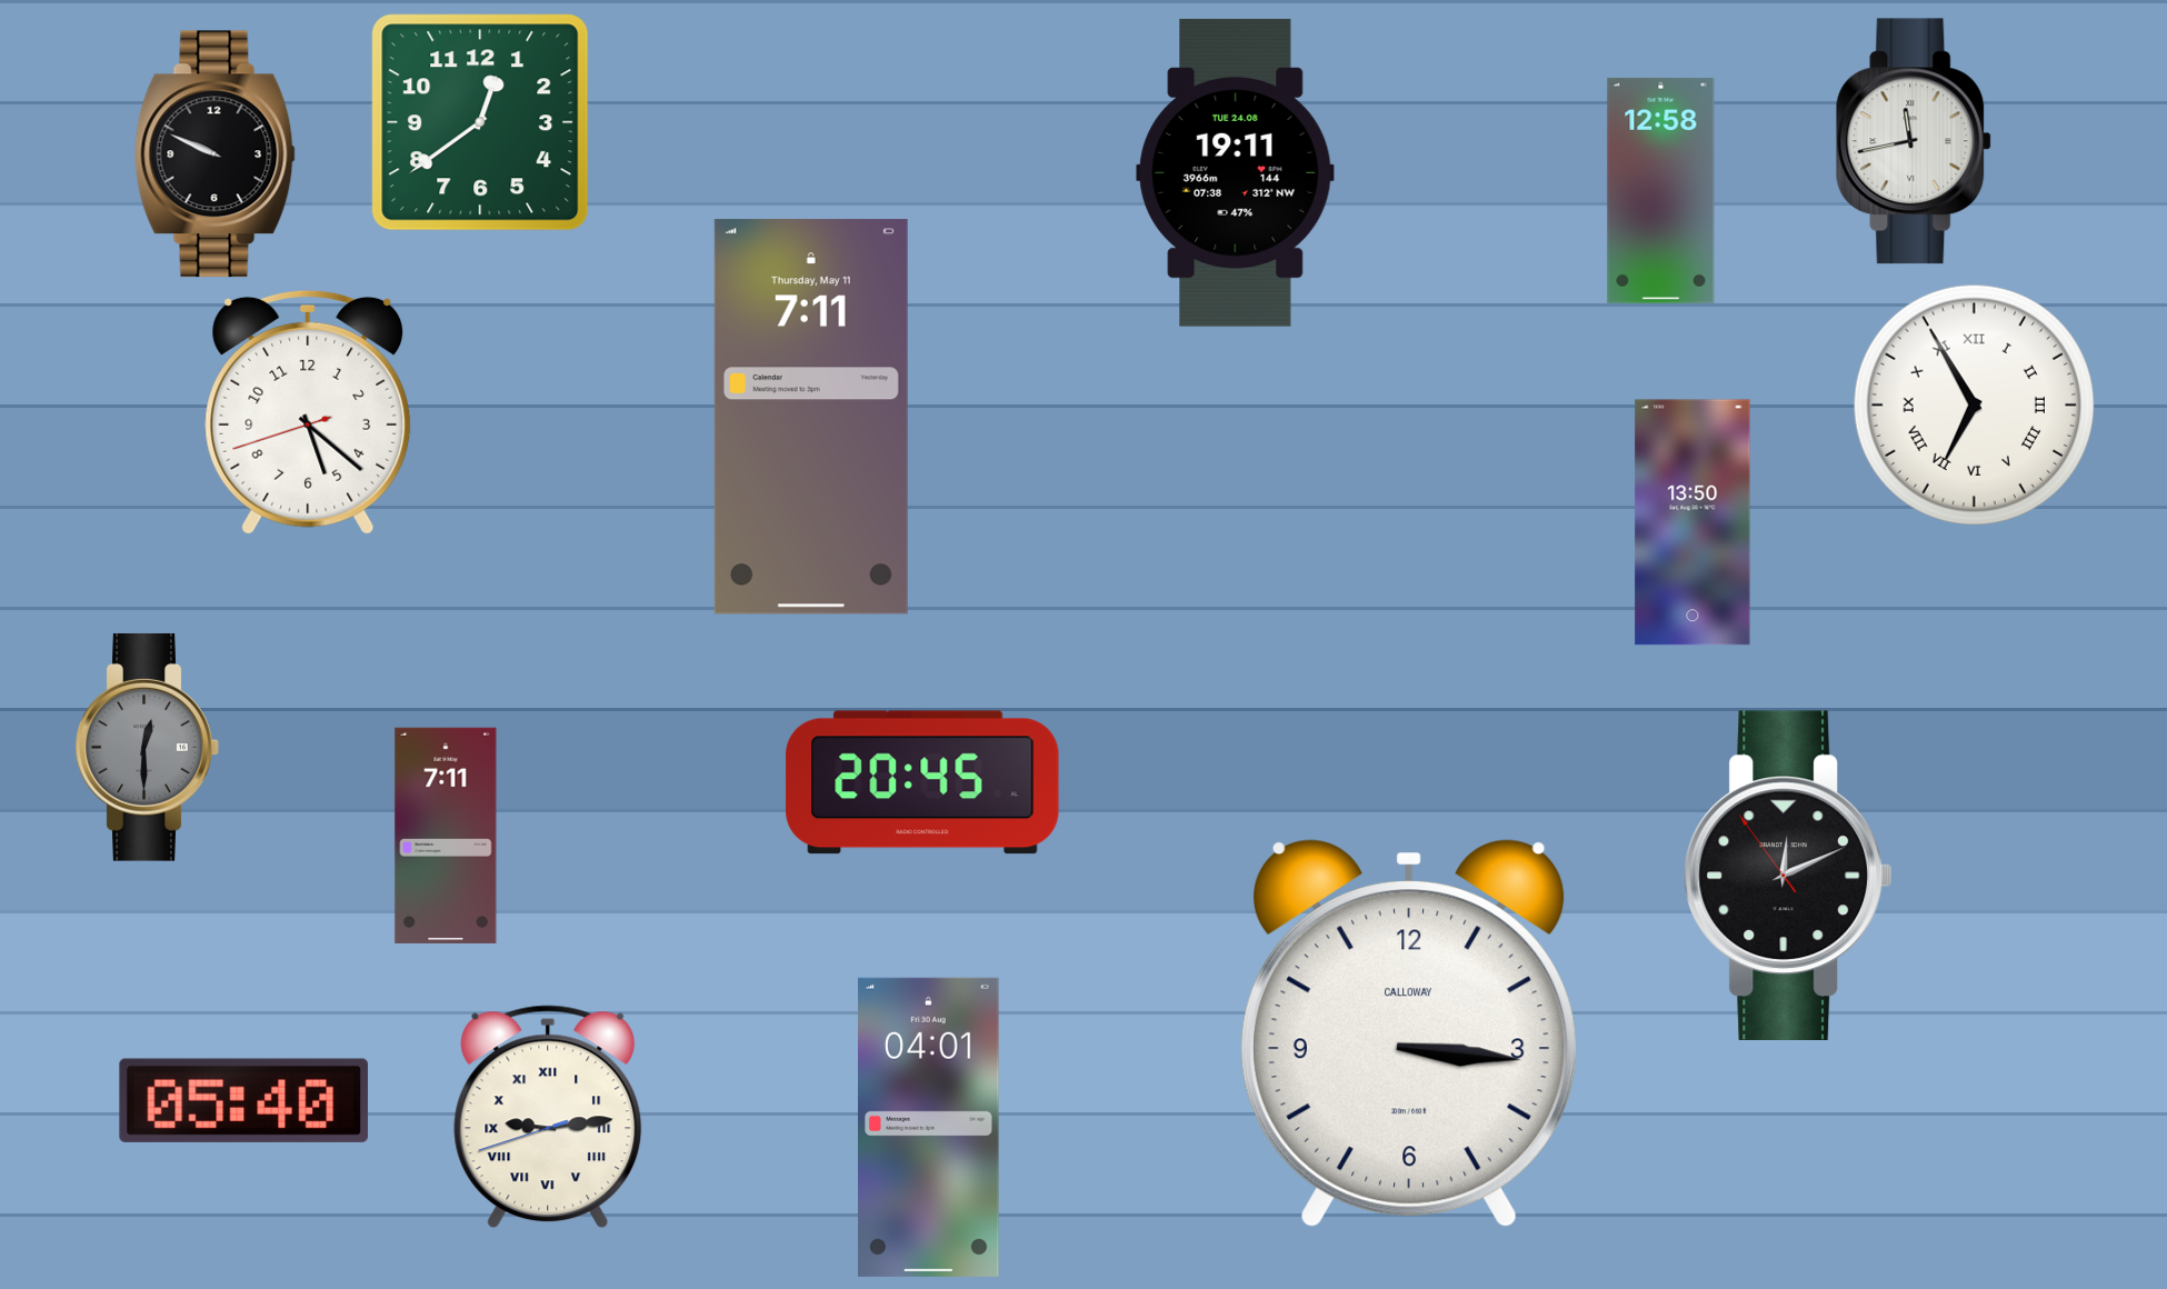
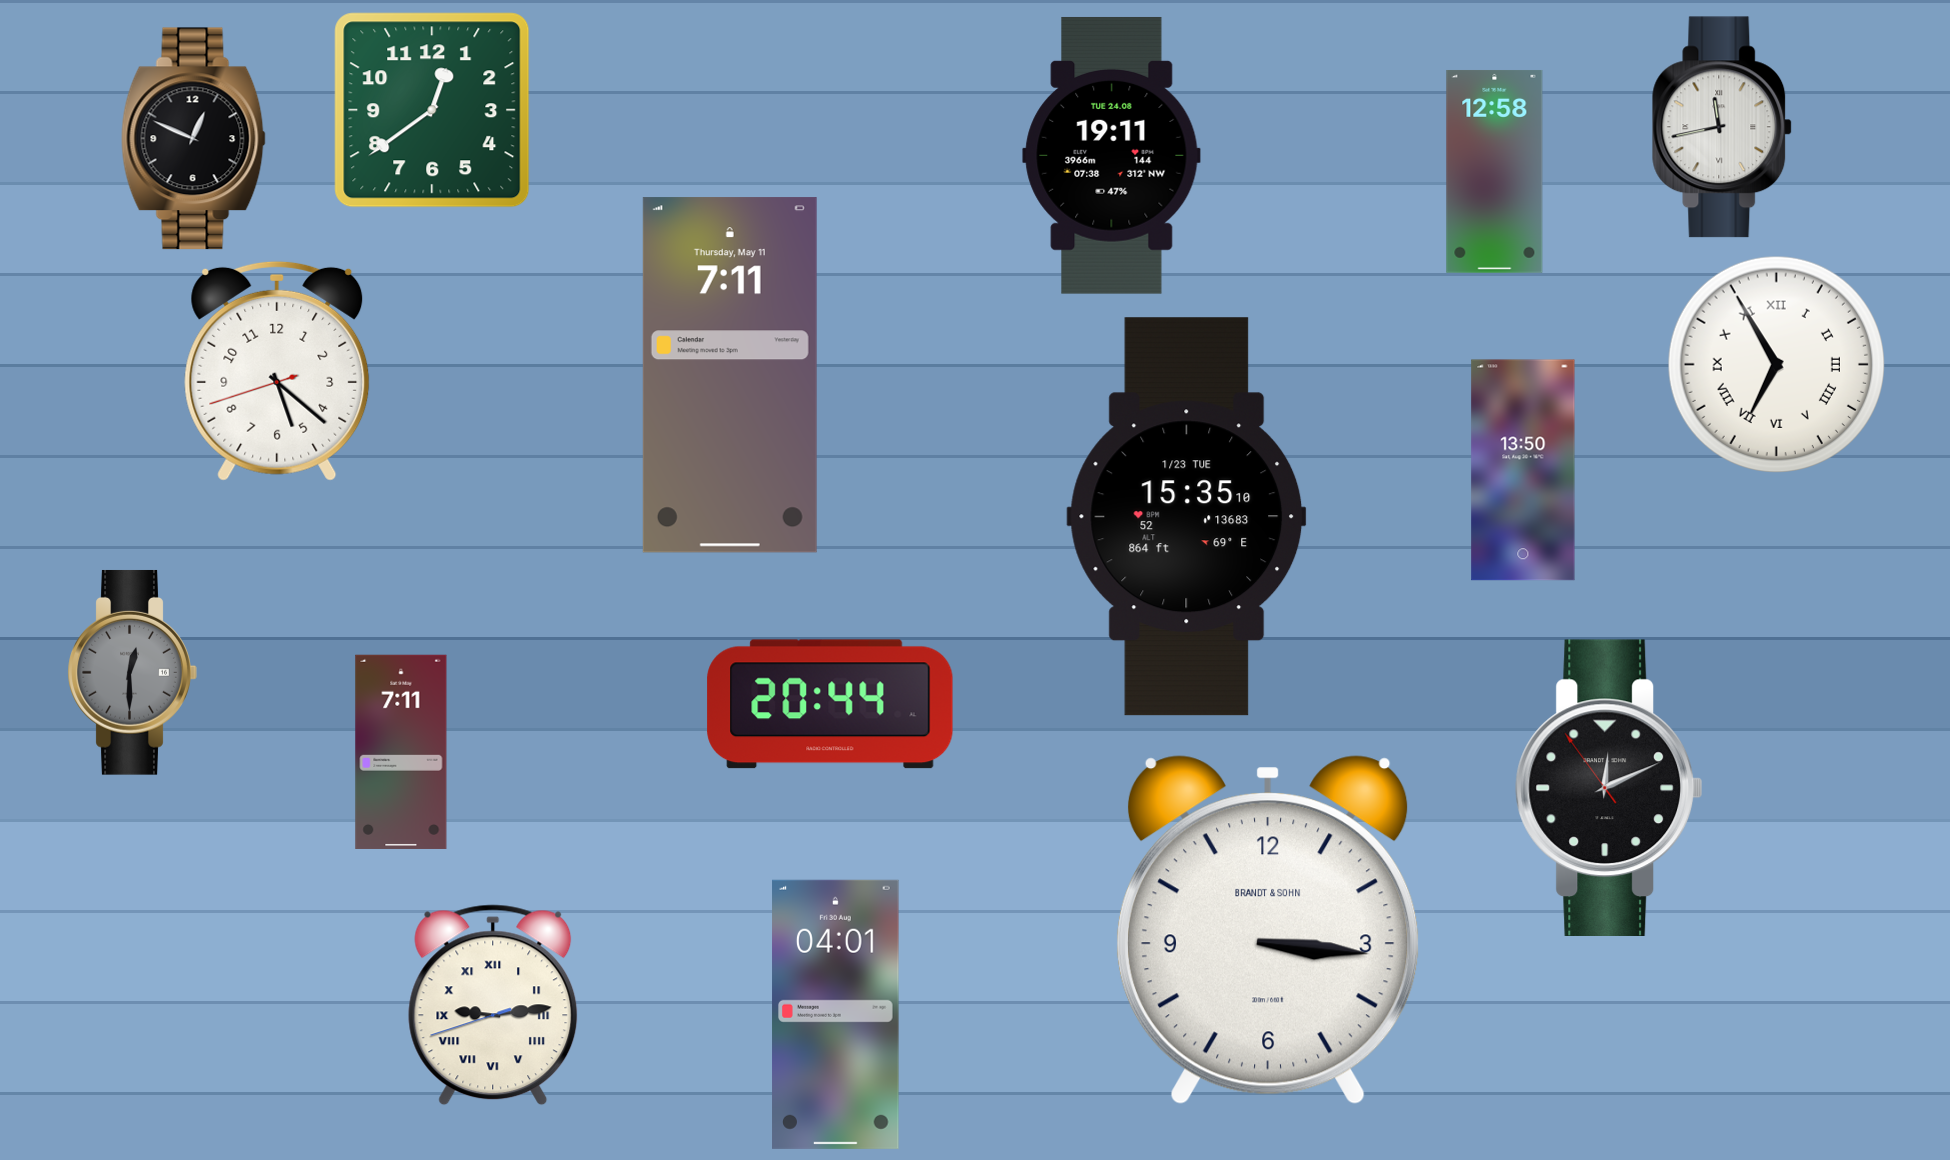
clock at (214, 154): 9:49 -> 12:49
clock at (1187, 517): none -> 15:35
clock at (922, 782): 20:45 -> 20:44
clock at (1409, 1033) brand: CALLOWAY -> BRANDT & SOHN
clock at (243, 1100): 05:40 -> none
